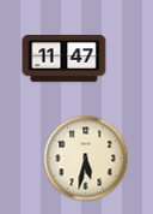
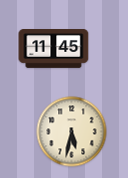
clock at (65, 59): 11:47 -> 11:45
